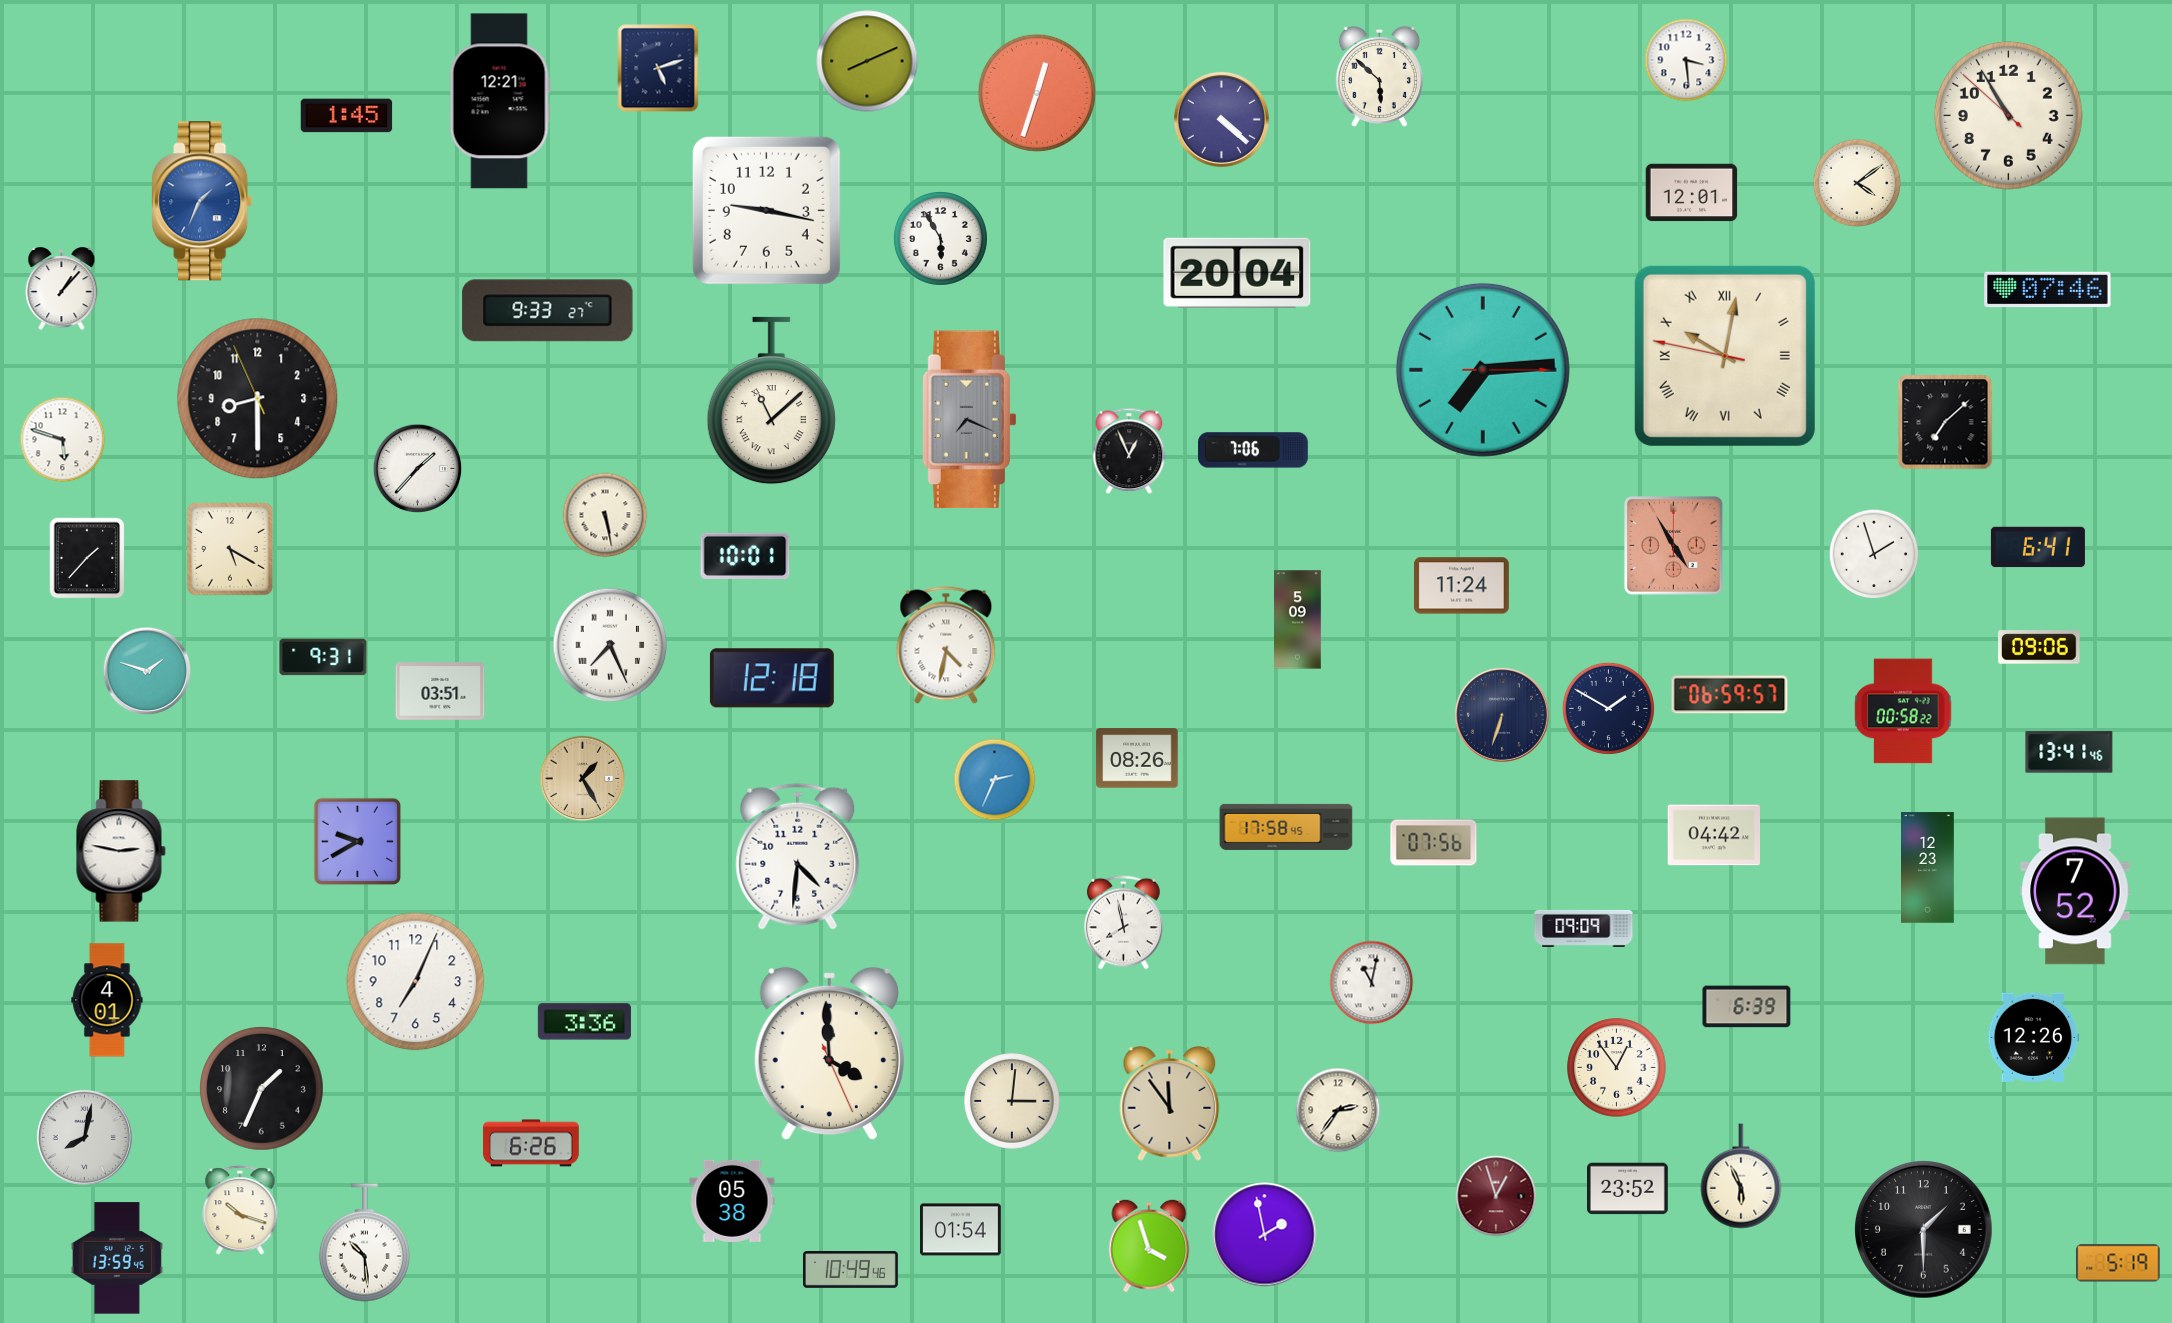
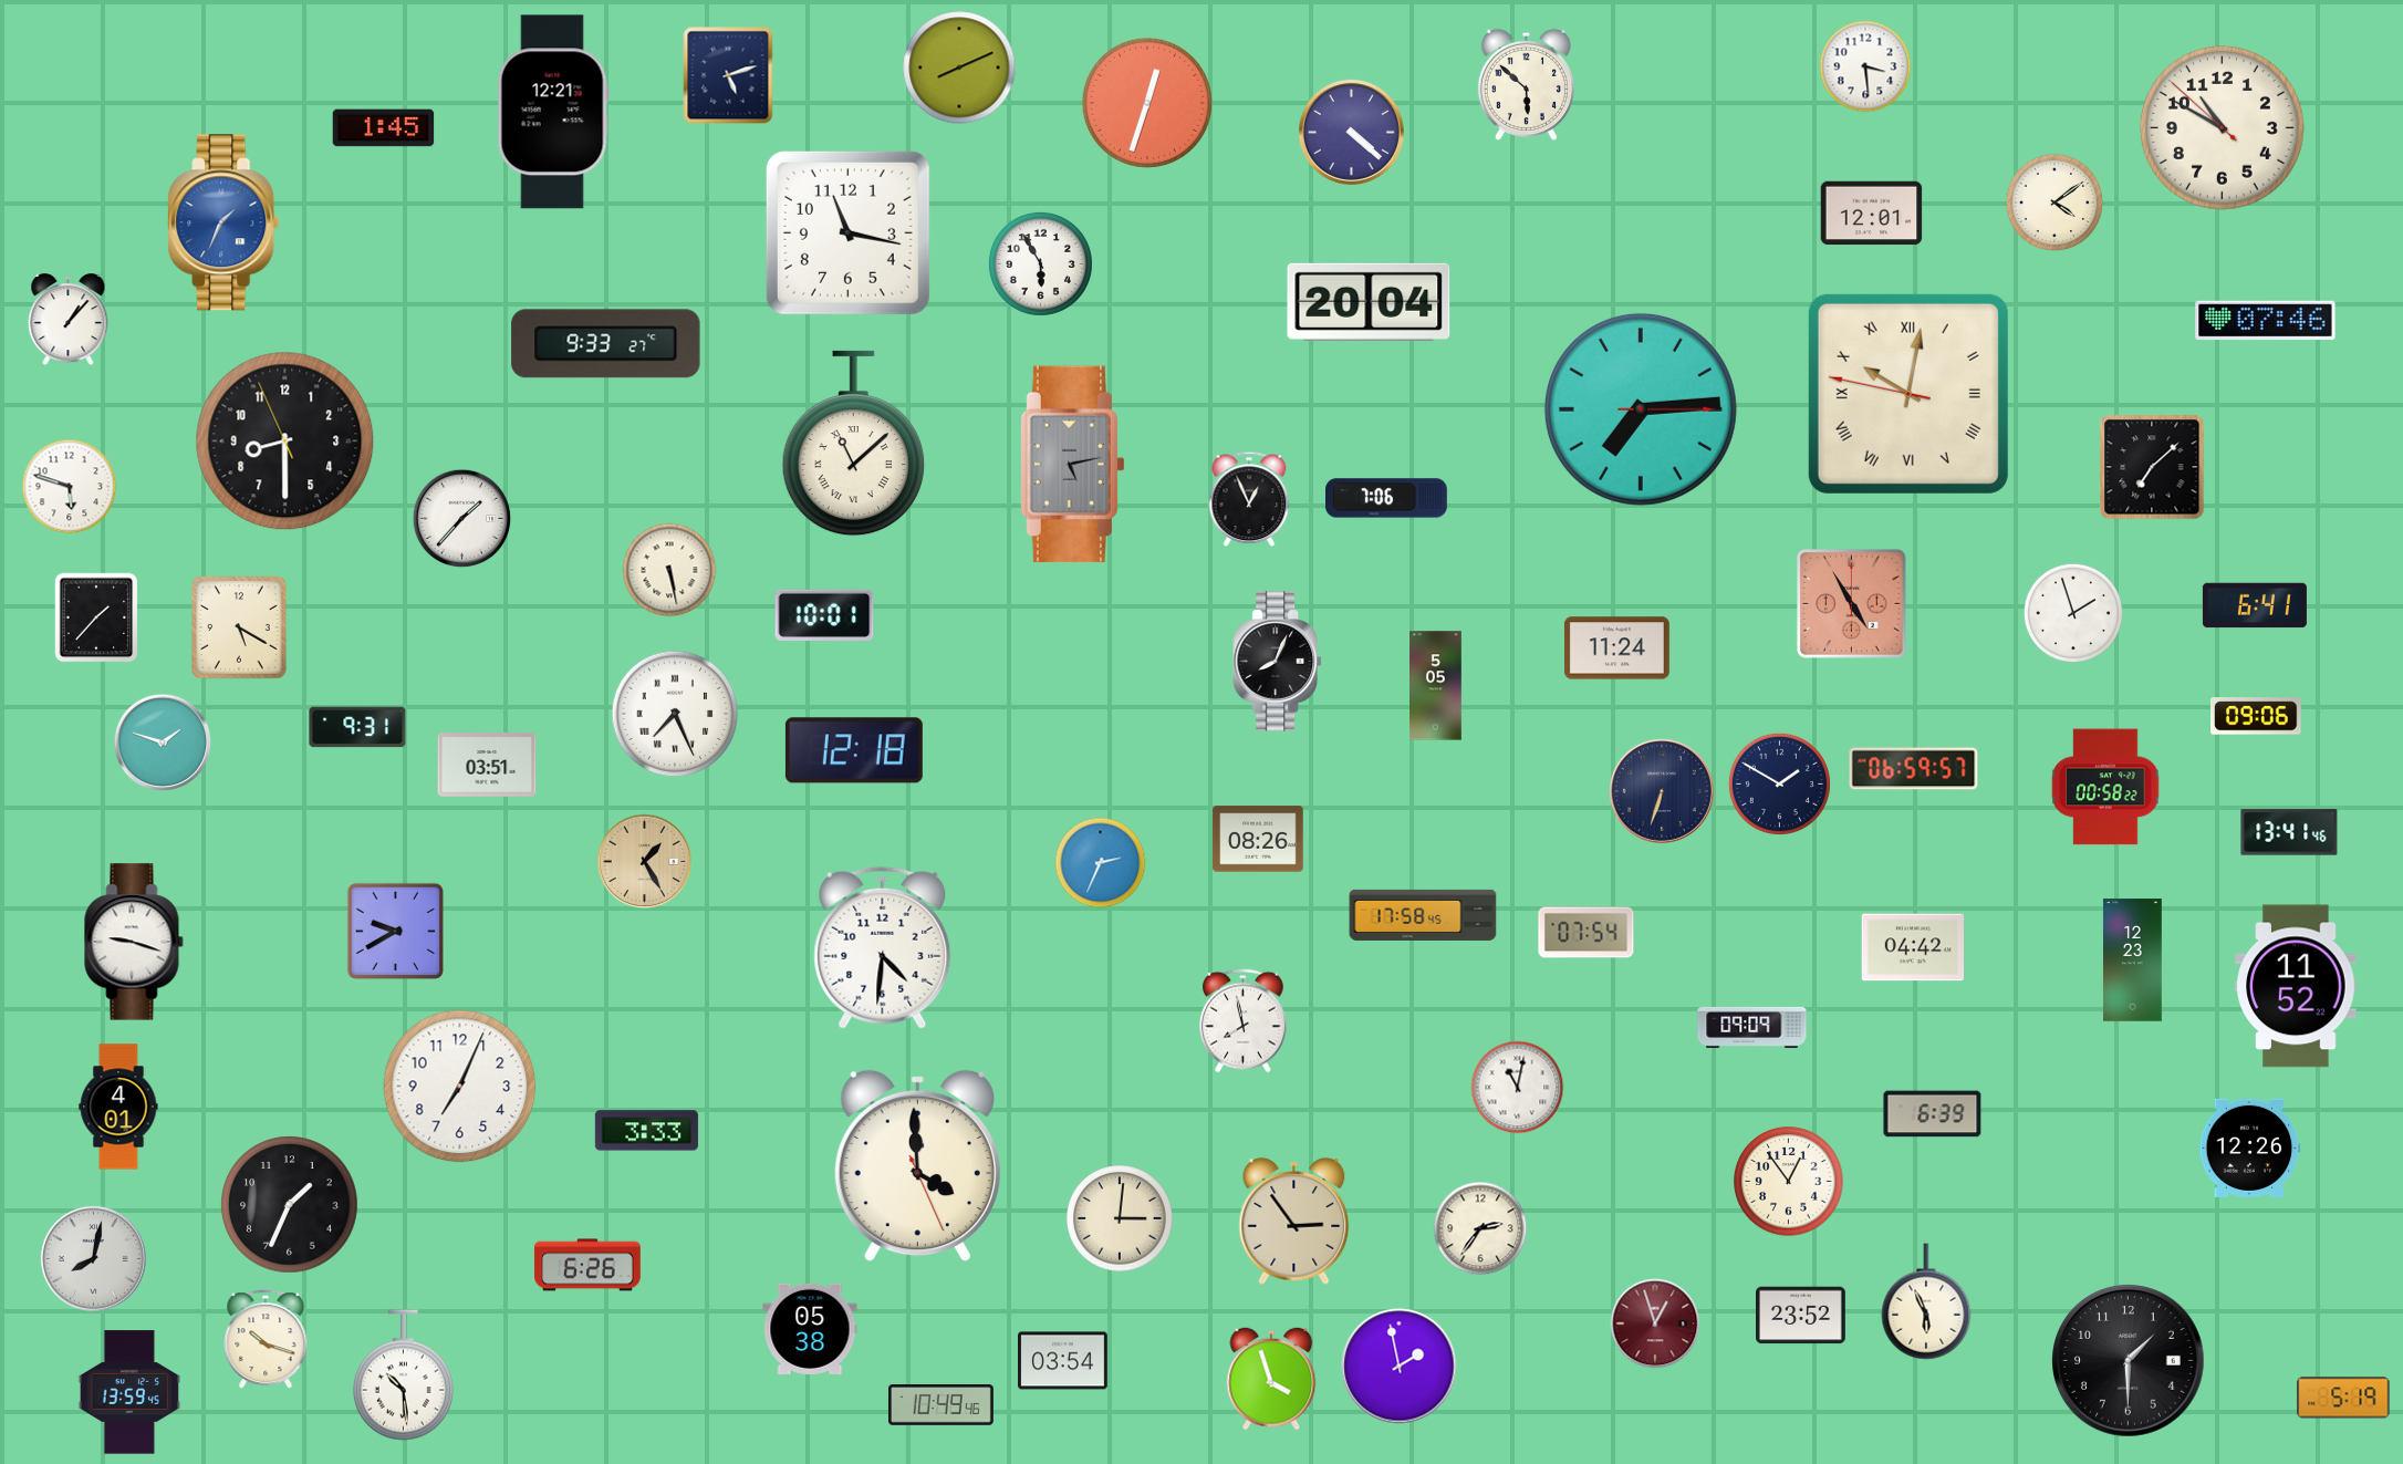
clock at (2008, 115): 10:54 -> 10:49
clock at (766, 210): 9:17 -> 11:17
clock at (968, 420): 7:19 -> 5:13
clock at (230, 549) position: (230, 549) -> (239, 627)
clock at (1278, 662): none -> 8:04
clock at (1298, 620): 5:09 -> 5:05
clock at (946, 645): 4:32 -> none
clock at (1713, 835) position: (1713, 835) -> (1912, 947)
clock at (1434, 843): 07:56 -> 07:54
clock at (121, 851): 2:47 -> 9:18
clock at (2075, 891): 7:52 -> 11:52
clock at (584, 1022): 3:36 -> 3:33
clock at (1170, 1104): 11:54 -> 2:54
clock at (961, 1230): 01:54 -> 03:54
